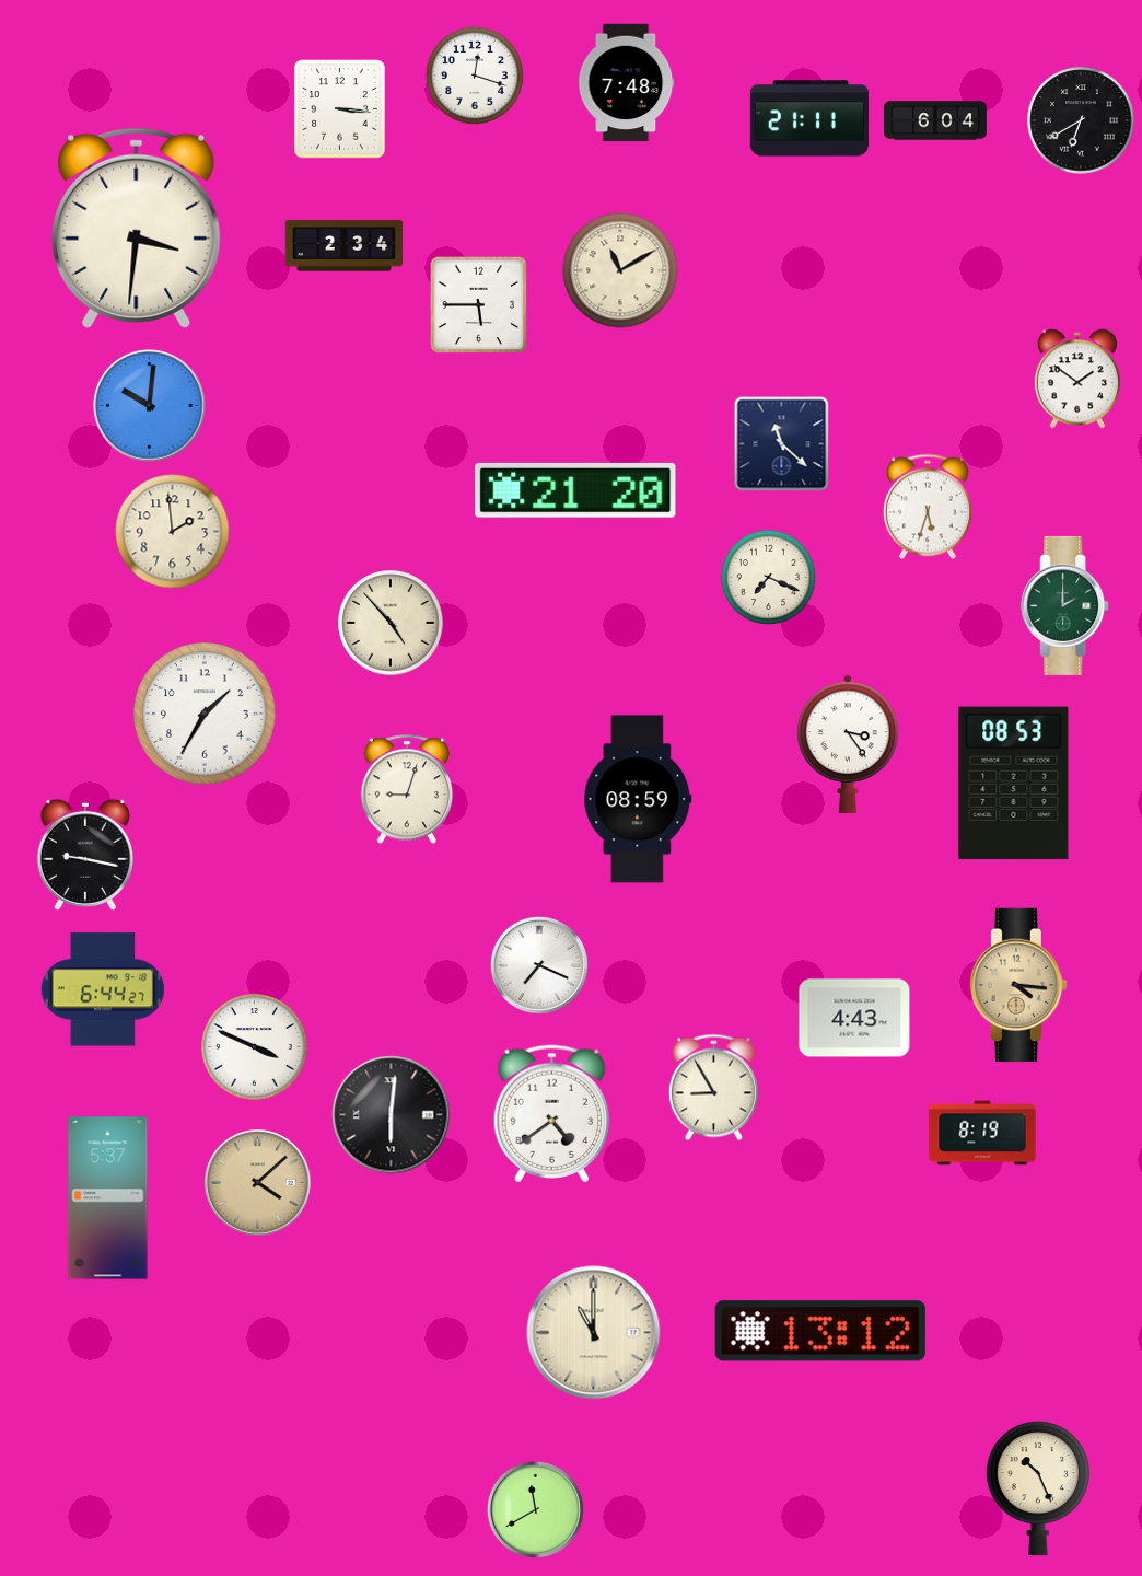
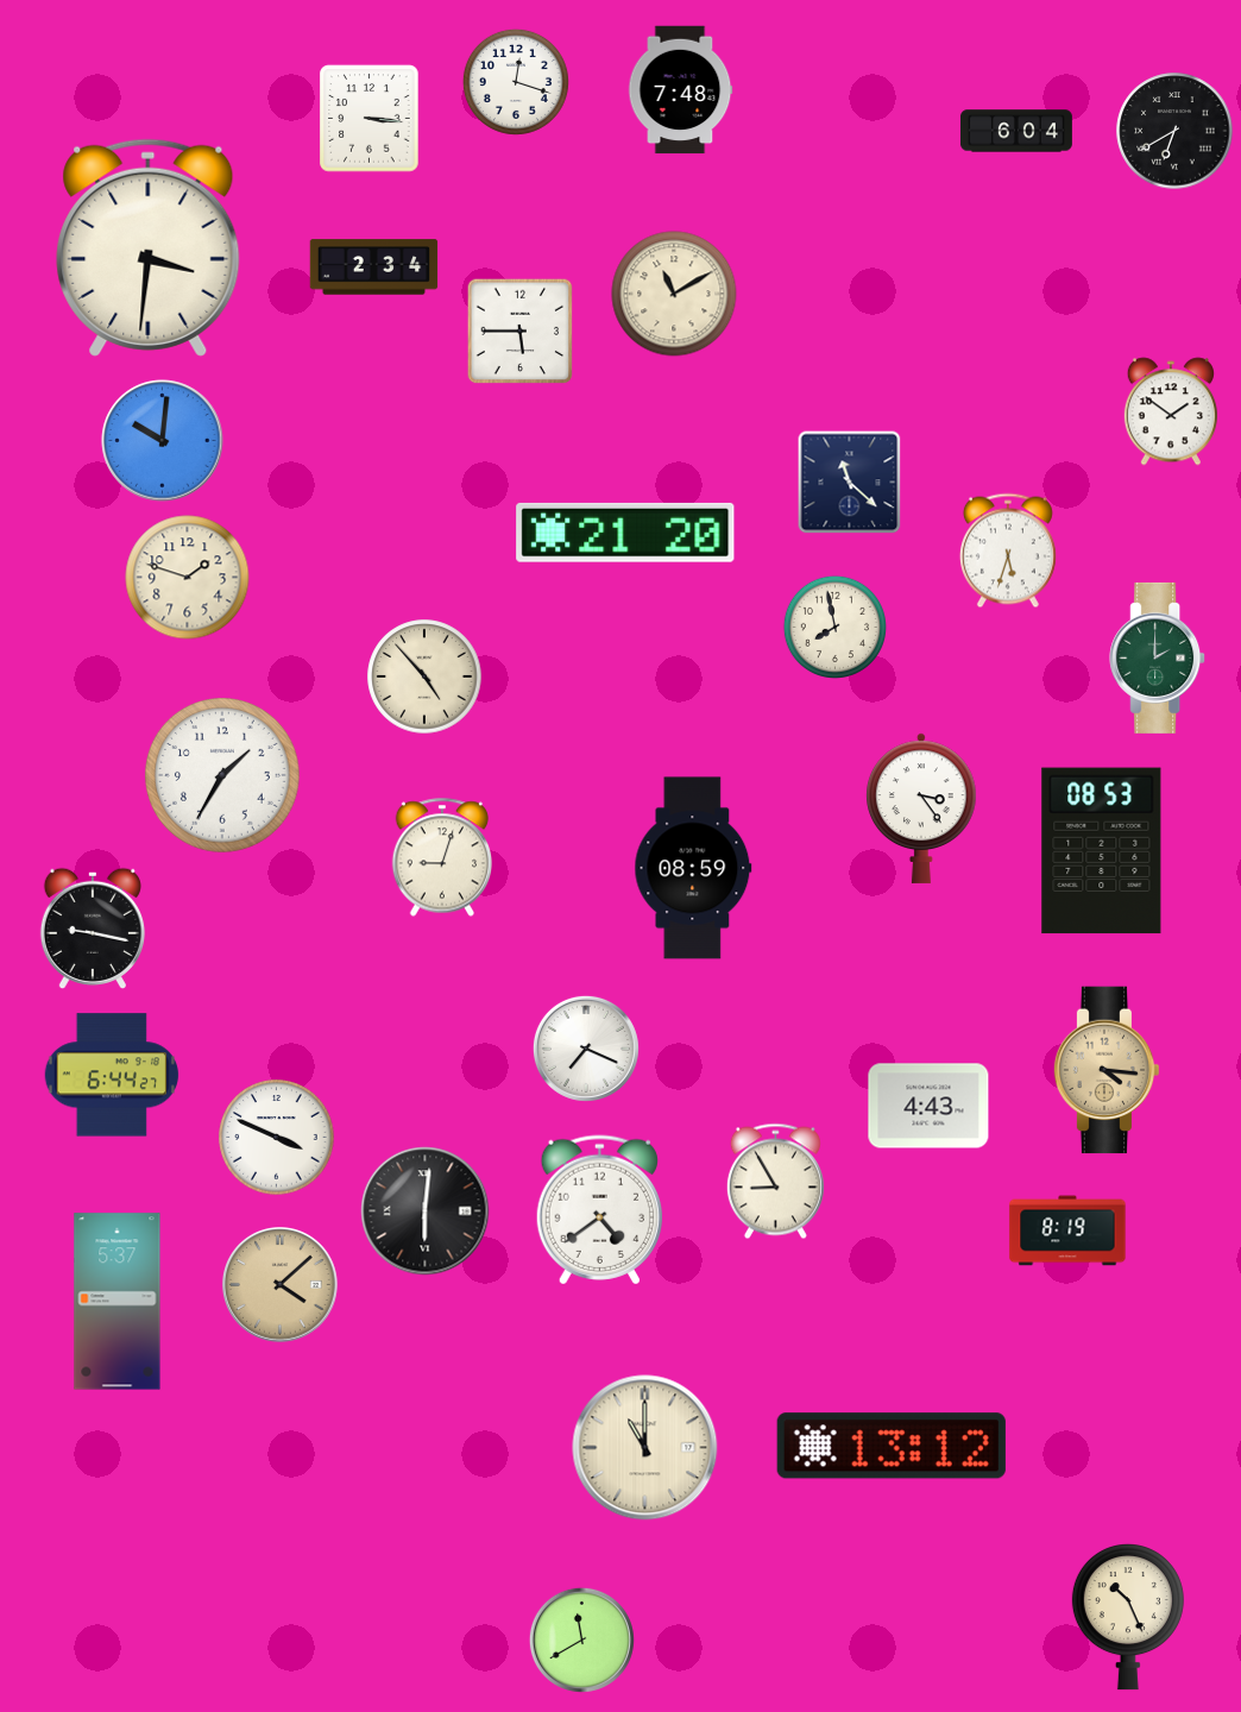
clock at (809, 118): 21:11 -> none
clock at (173, 532): 1:59 -> 1:48
clock at (768, 577): 7:19 -> 7:58
